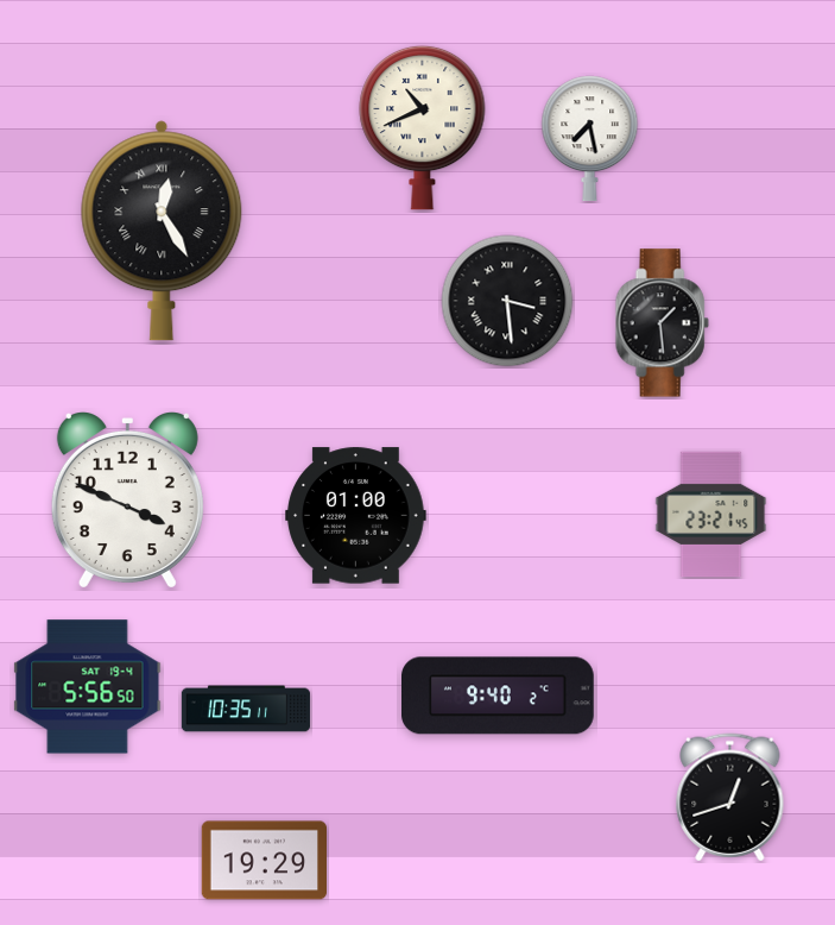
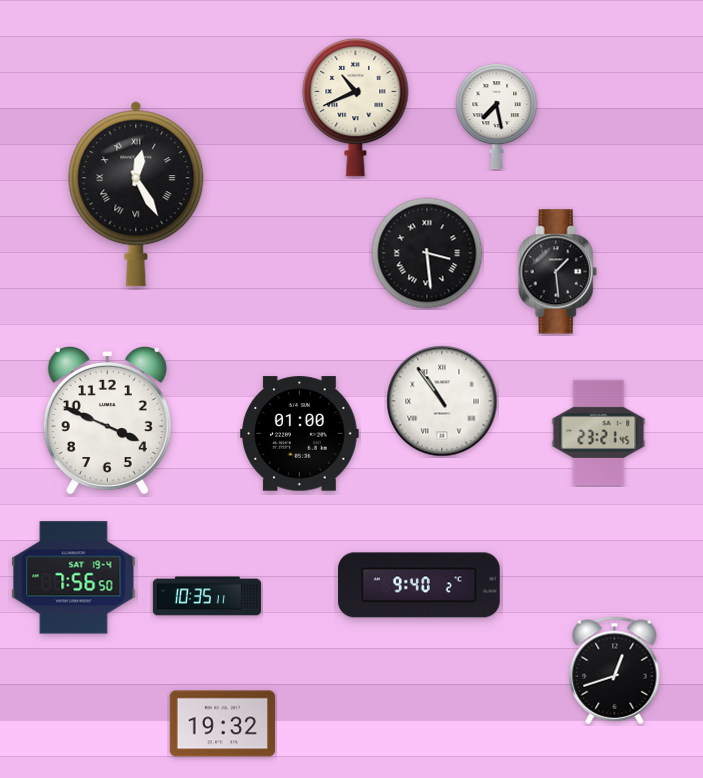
clock at (442, 401): none -> 10:54
clock at (88, 687): 5:56 -> 7:56
clock at (265, 861): 19:29 -> 19:32
